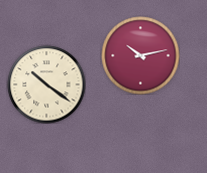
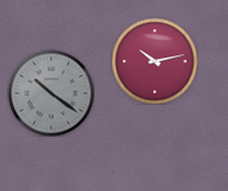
clock at (46, 84) dial: cream -> grey
